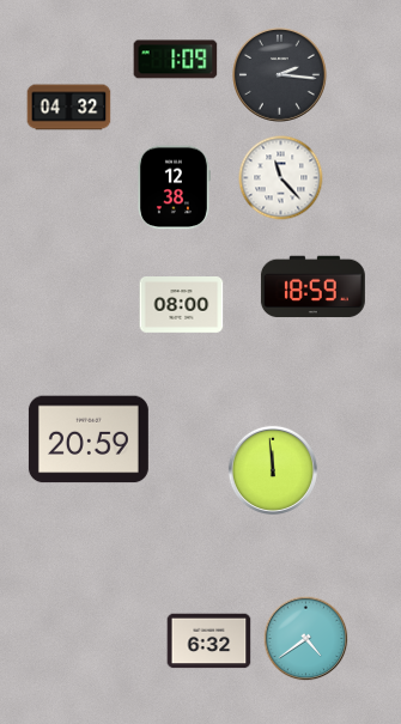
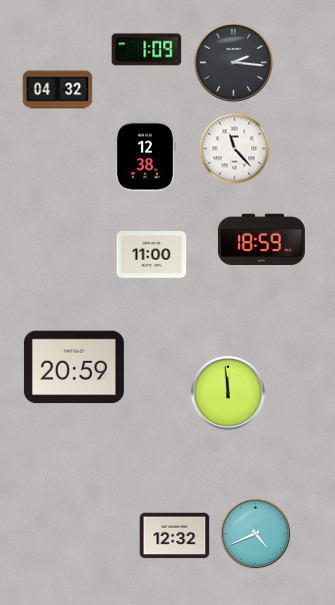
clock at (182, 305): 08:00 -> 11:00
clock at (306, 639): 4:39 -> 4:41
clock at (209, 641): 6:32 -> 12:32
